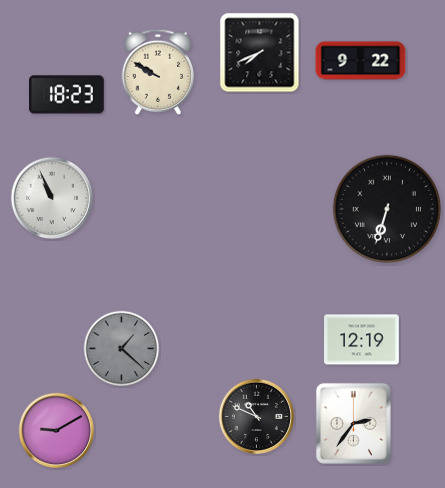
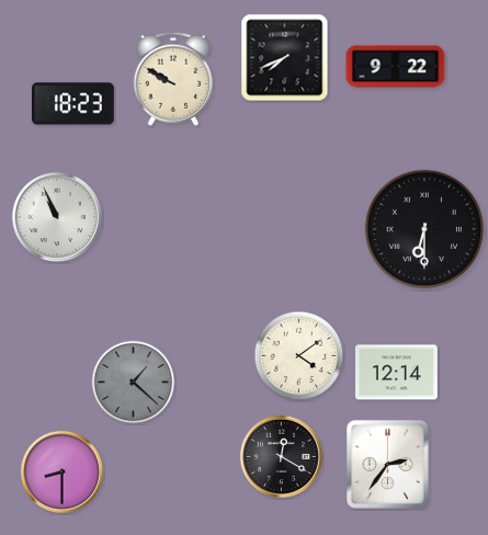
clock at (386, 208): 6:33 -> 6:30
clock at (299, 356): none -> 4:09
clock at (362, 340): 12:19 -> 12:14
clock at (256, 416): 10:49 -> 12:20
clock at (56, 430): 9:10 -> 8:30
